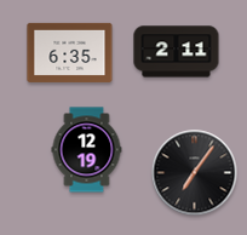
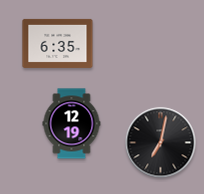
clock at (177, 52): 2:11 -> none
clock at (195, 173): 7:06 -> 7:02
